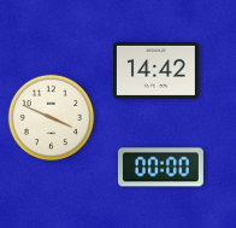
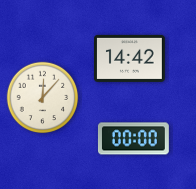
clock at (52, 118): 3:49 -> 12:07
